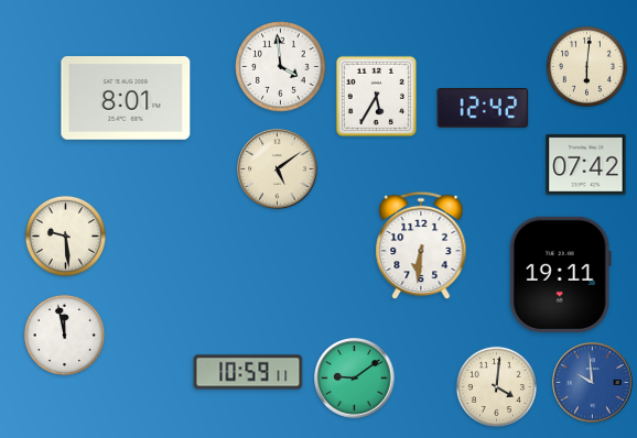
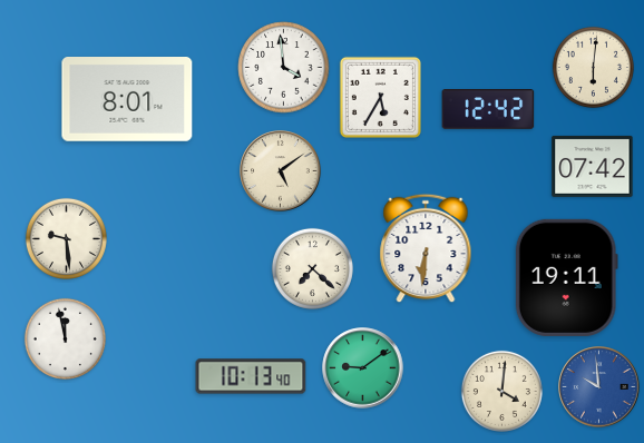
clock at (312, 268): none -> 7:22
clock at (248, 372): 10:59 -> 10:13
clock at (355, 379) position: (355, 379) -> (363, 368)
